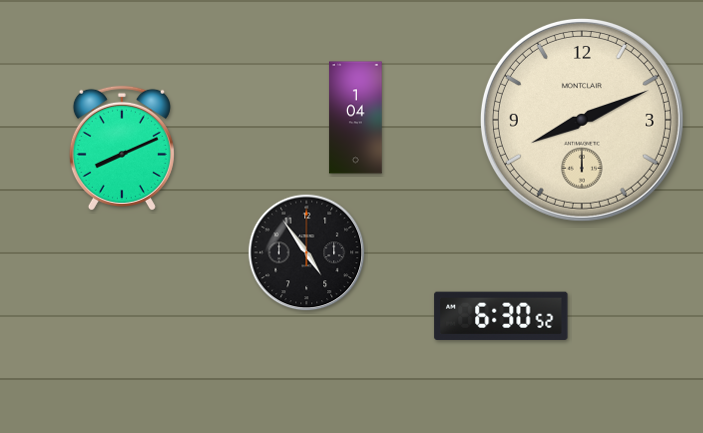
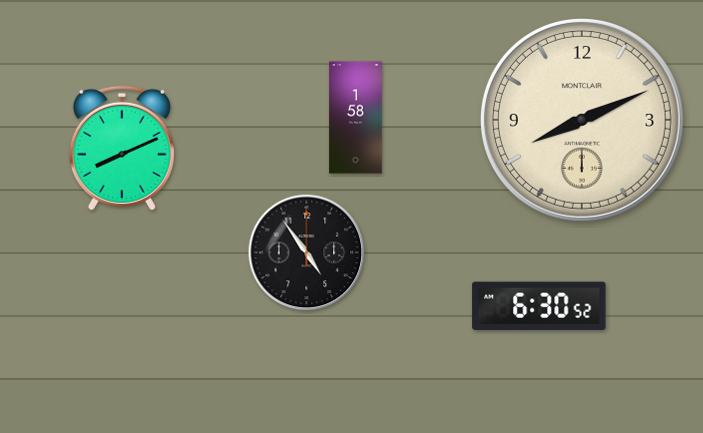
clock at (356, 118): 1:04 -> 1:58
clock at (501, 316) position: (501, 316) -> (539, 306)
